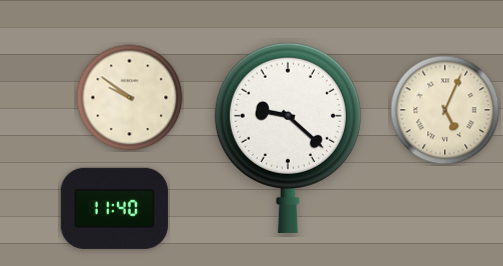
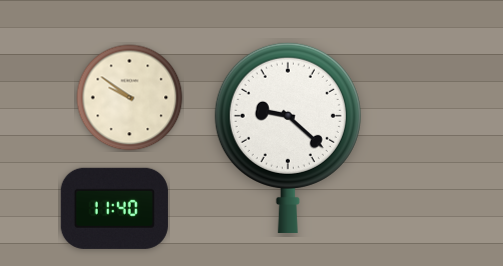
clock at (445, 110): 5:04 -> none
